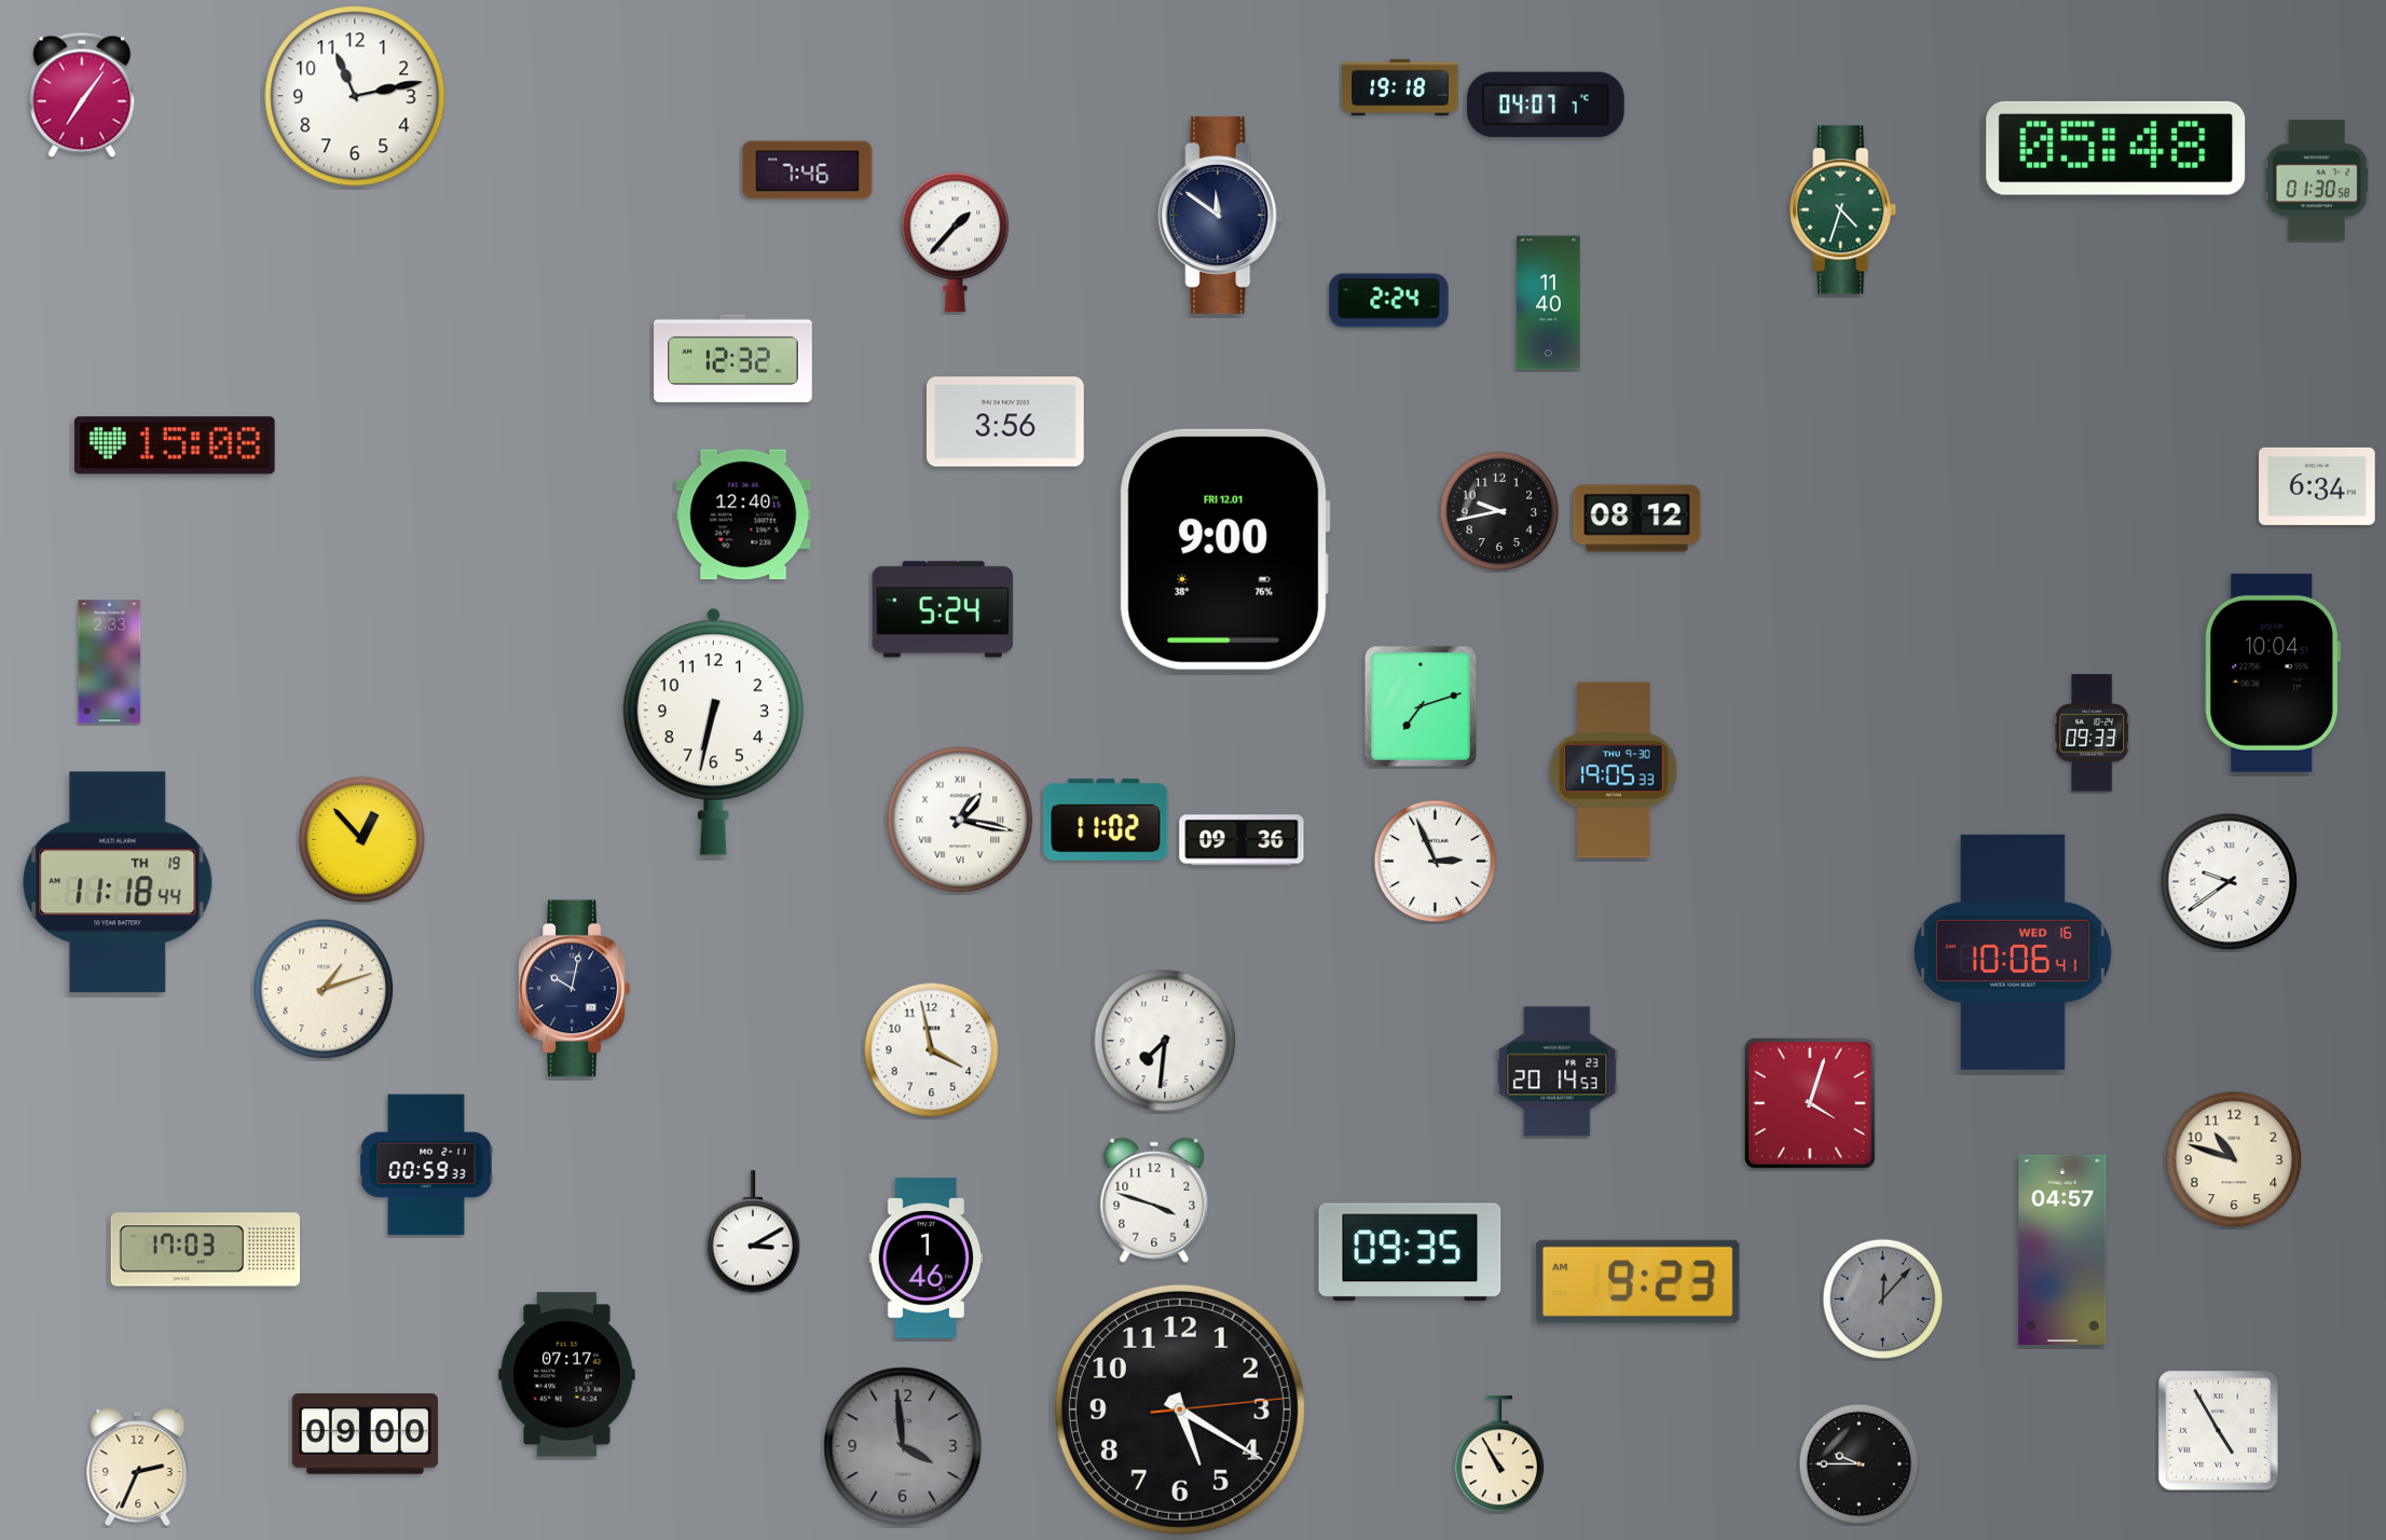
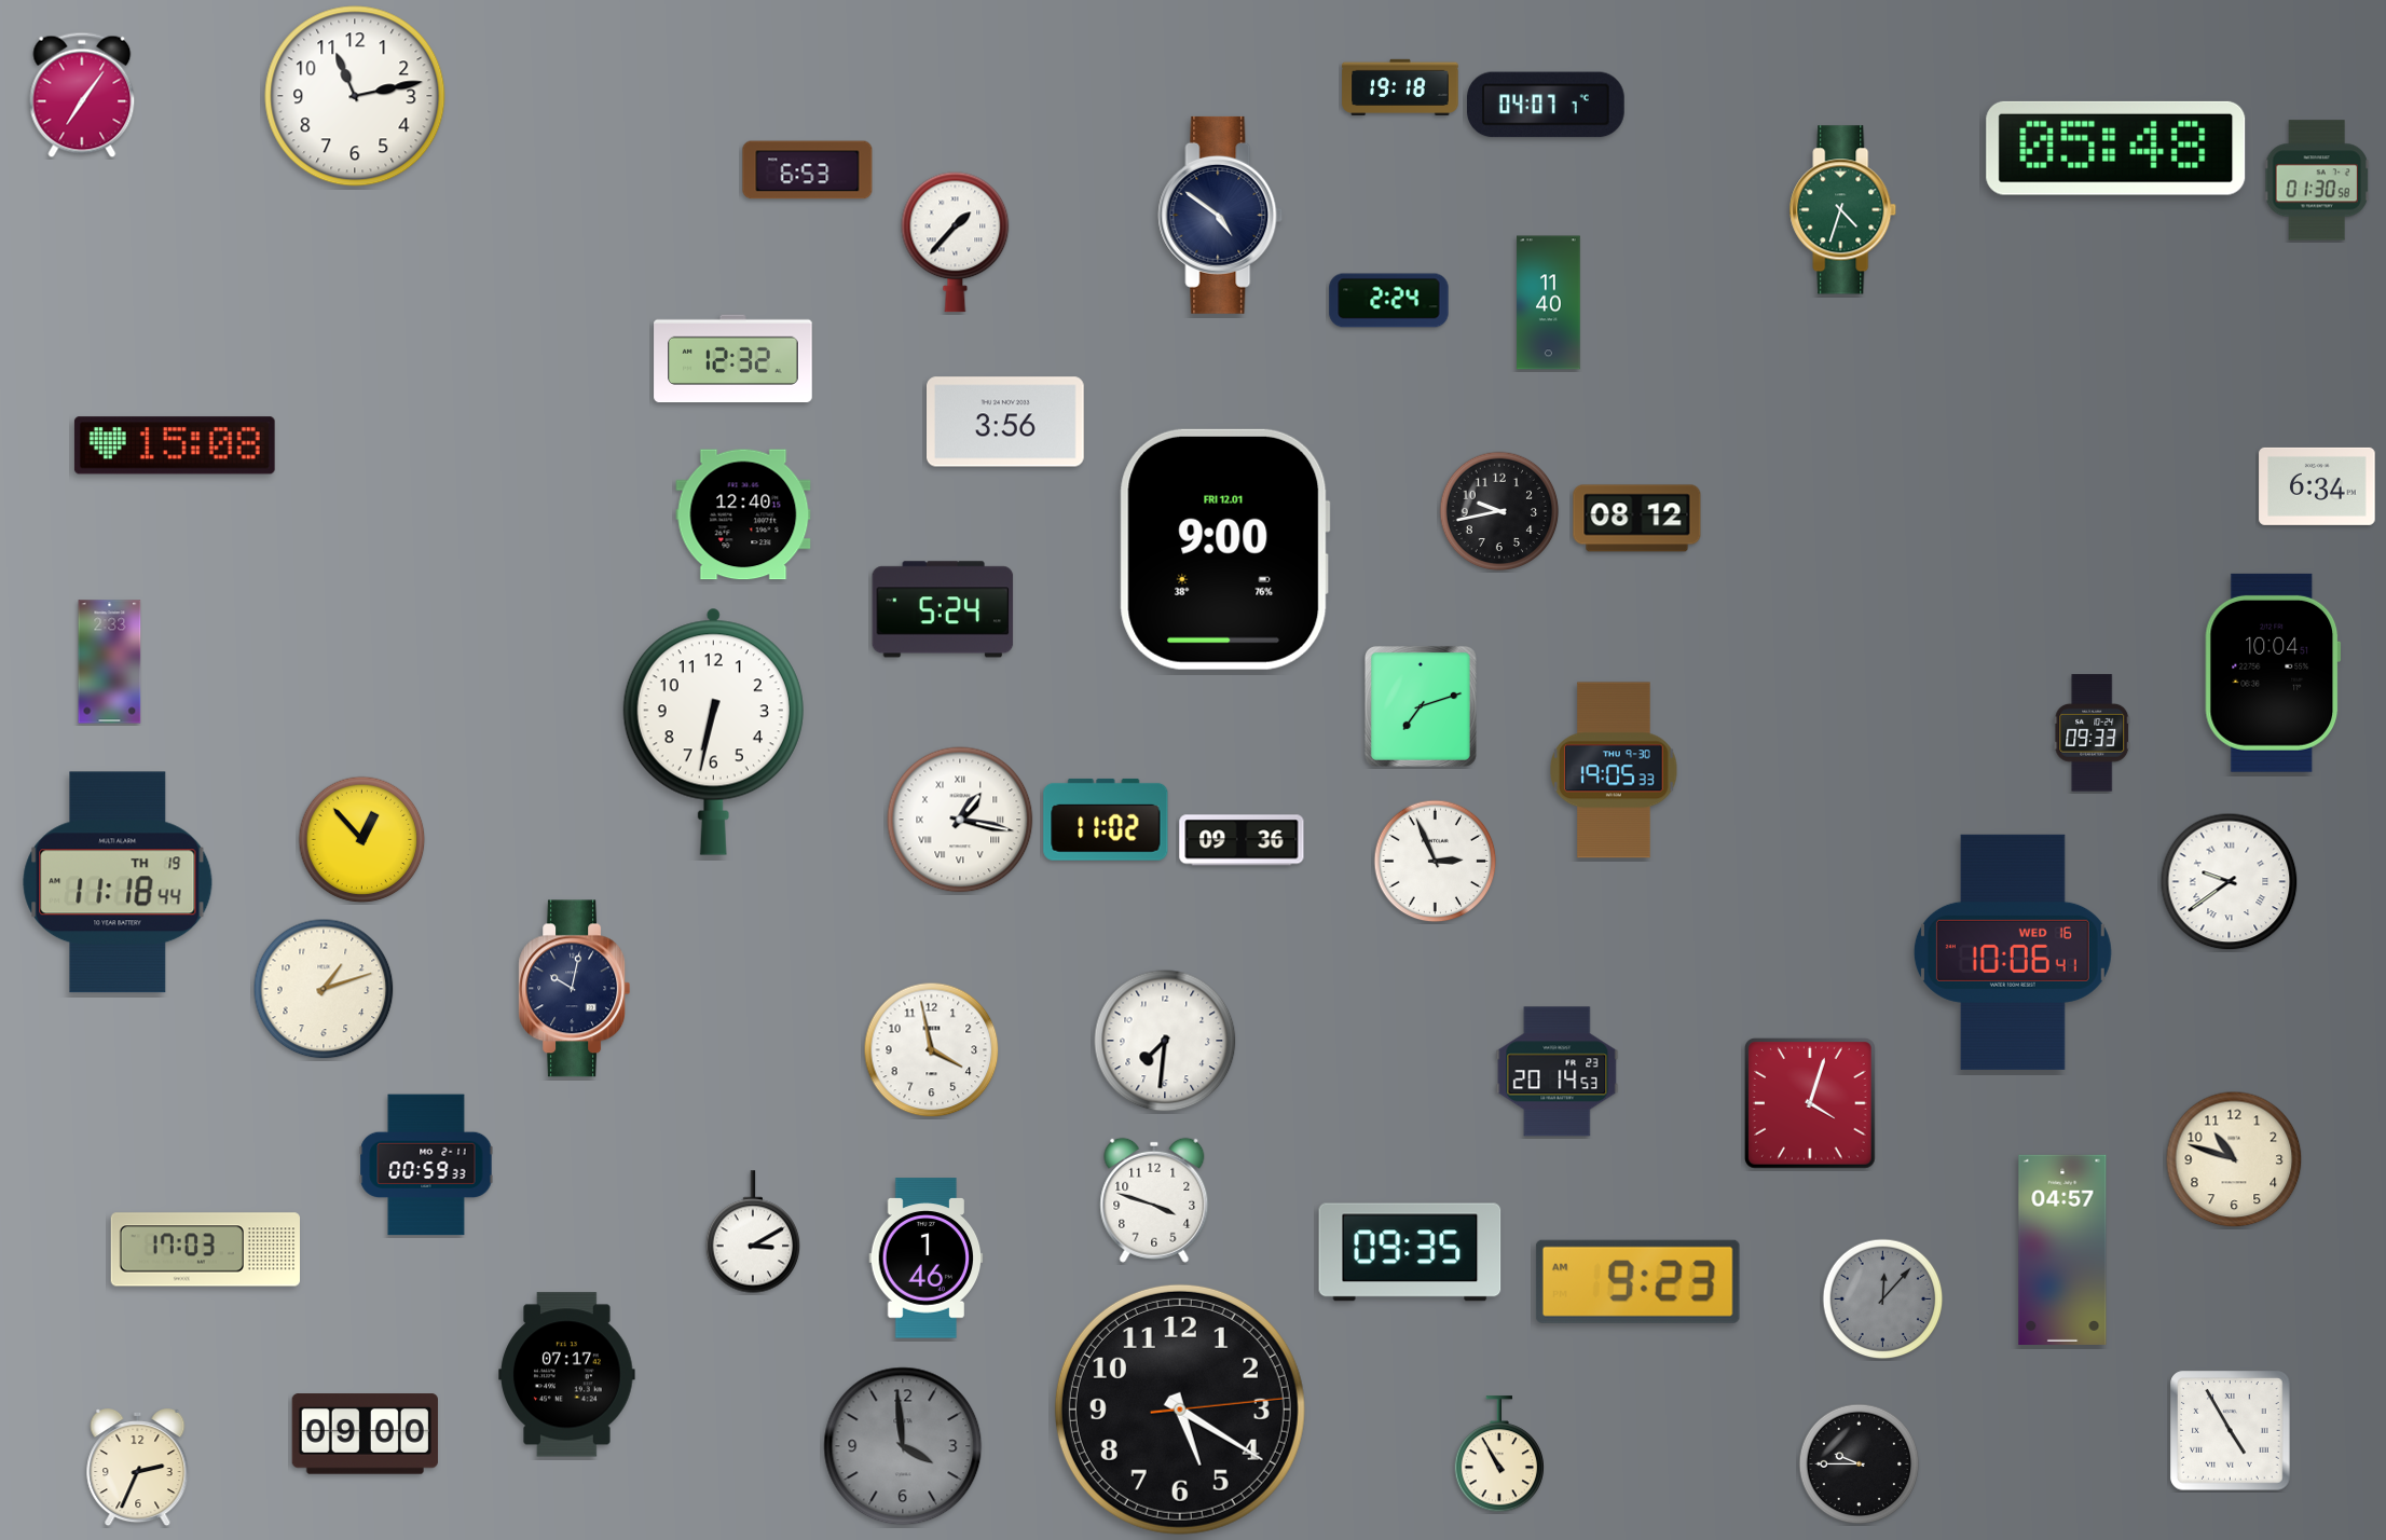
clock at (808, 170): 7:46 -> 6:53
clock at (1221, 215): 11:51 -> 4:51
clock at (2219, 1431) position: (2219, 1431) -> (2231, 1431)
